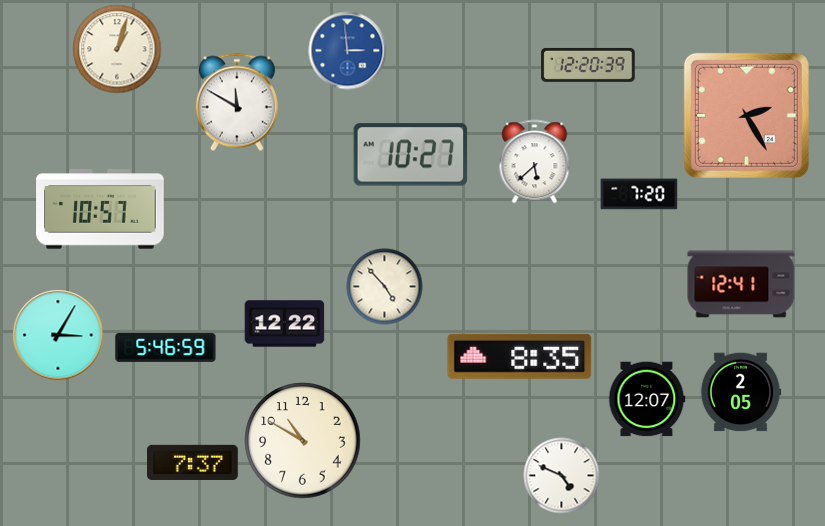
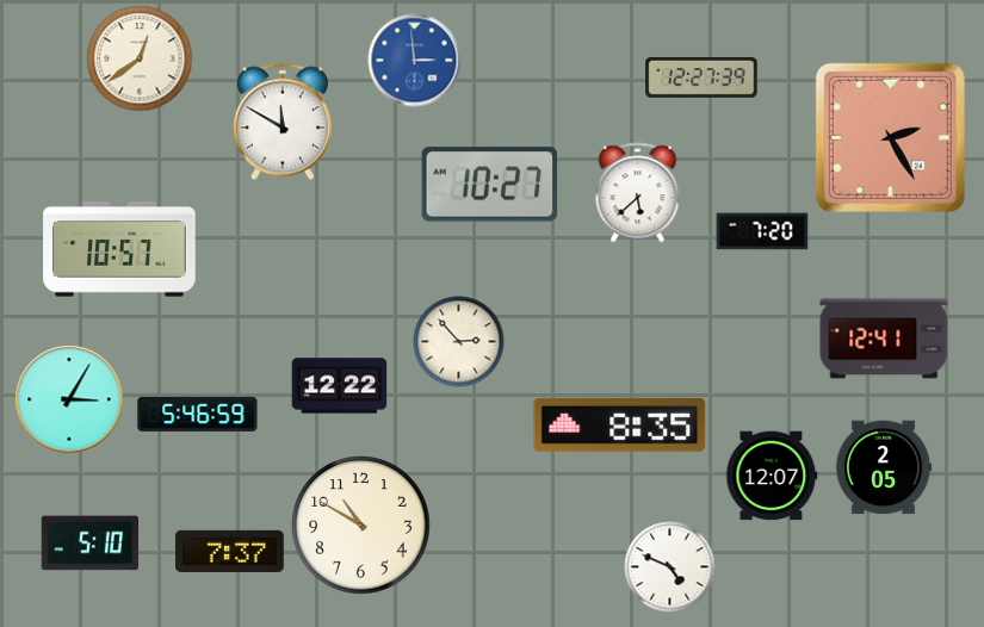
clock at (117, 49): 1:03 -> 12:39
clock at (588, 65): 12:20 -> 12:27
clock at (385, 287): 4:53 -> 2:53
clock at (91, 544): none -> 5:10
